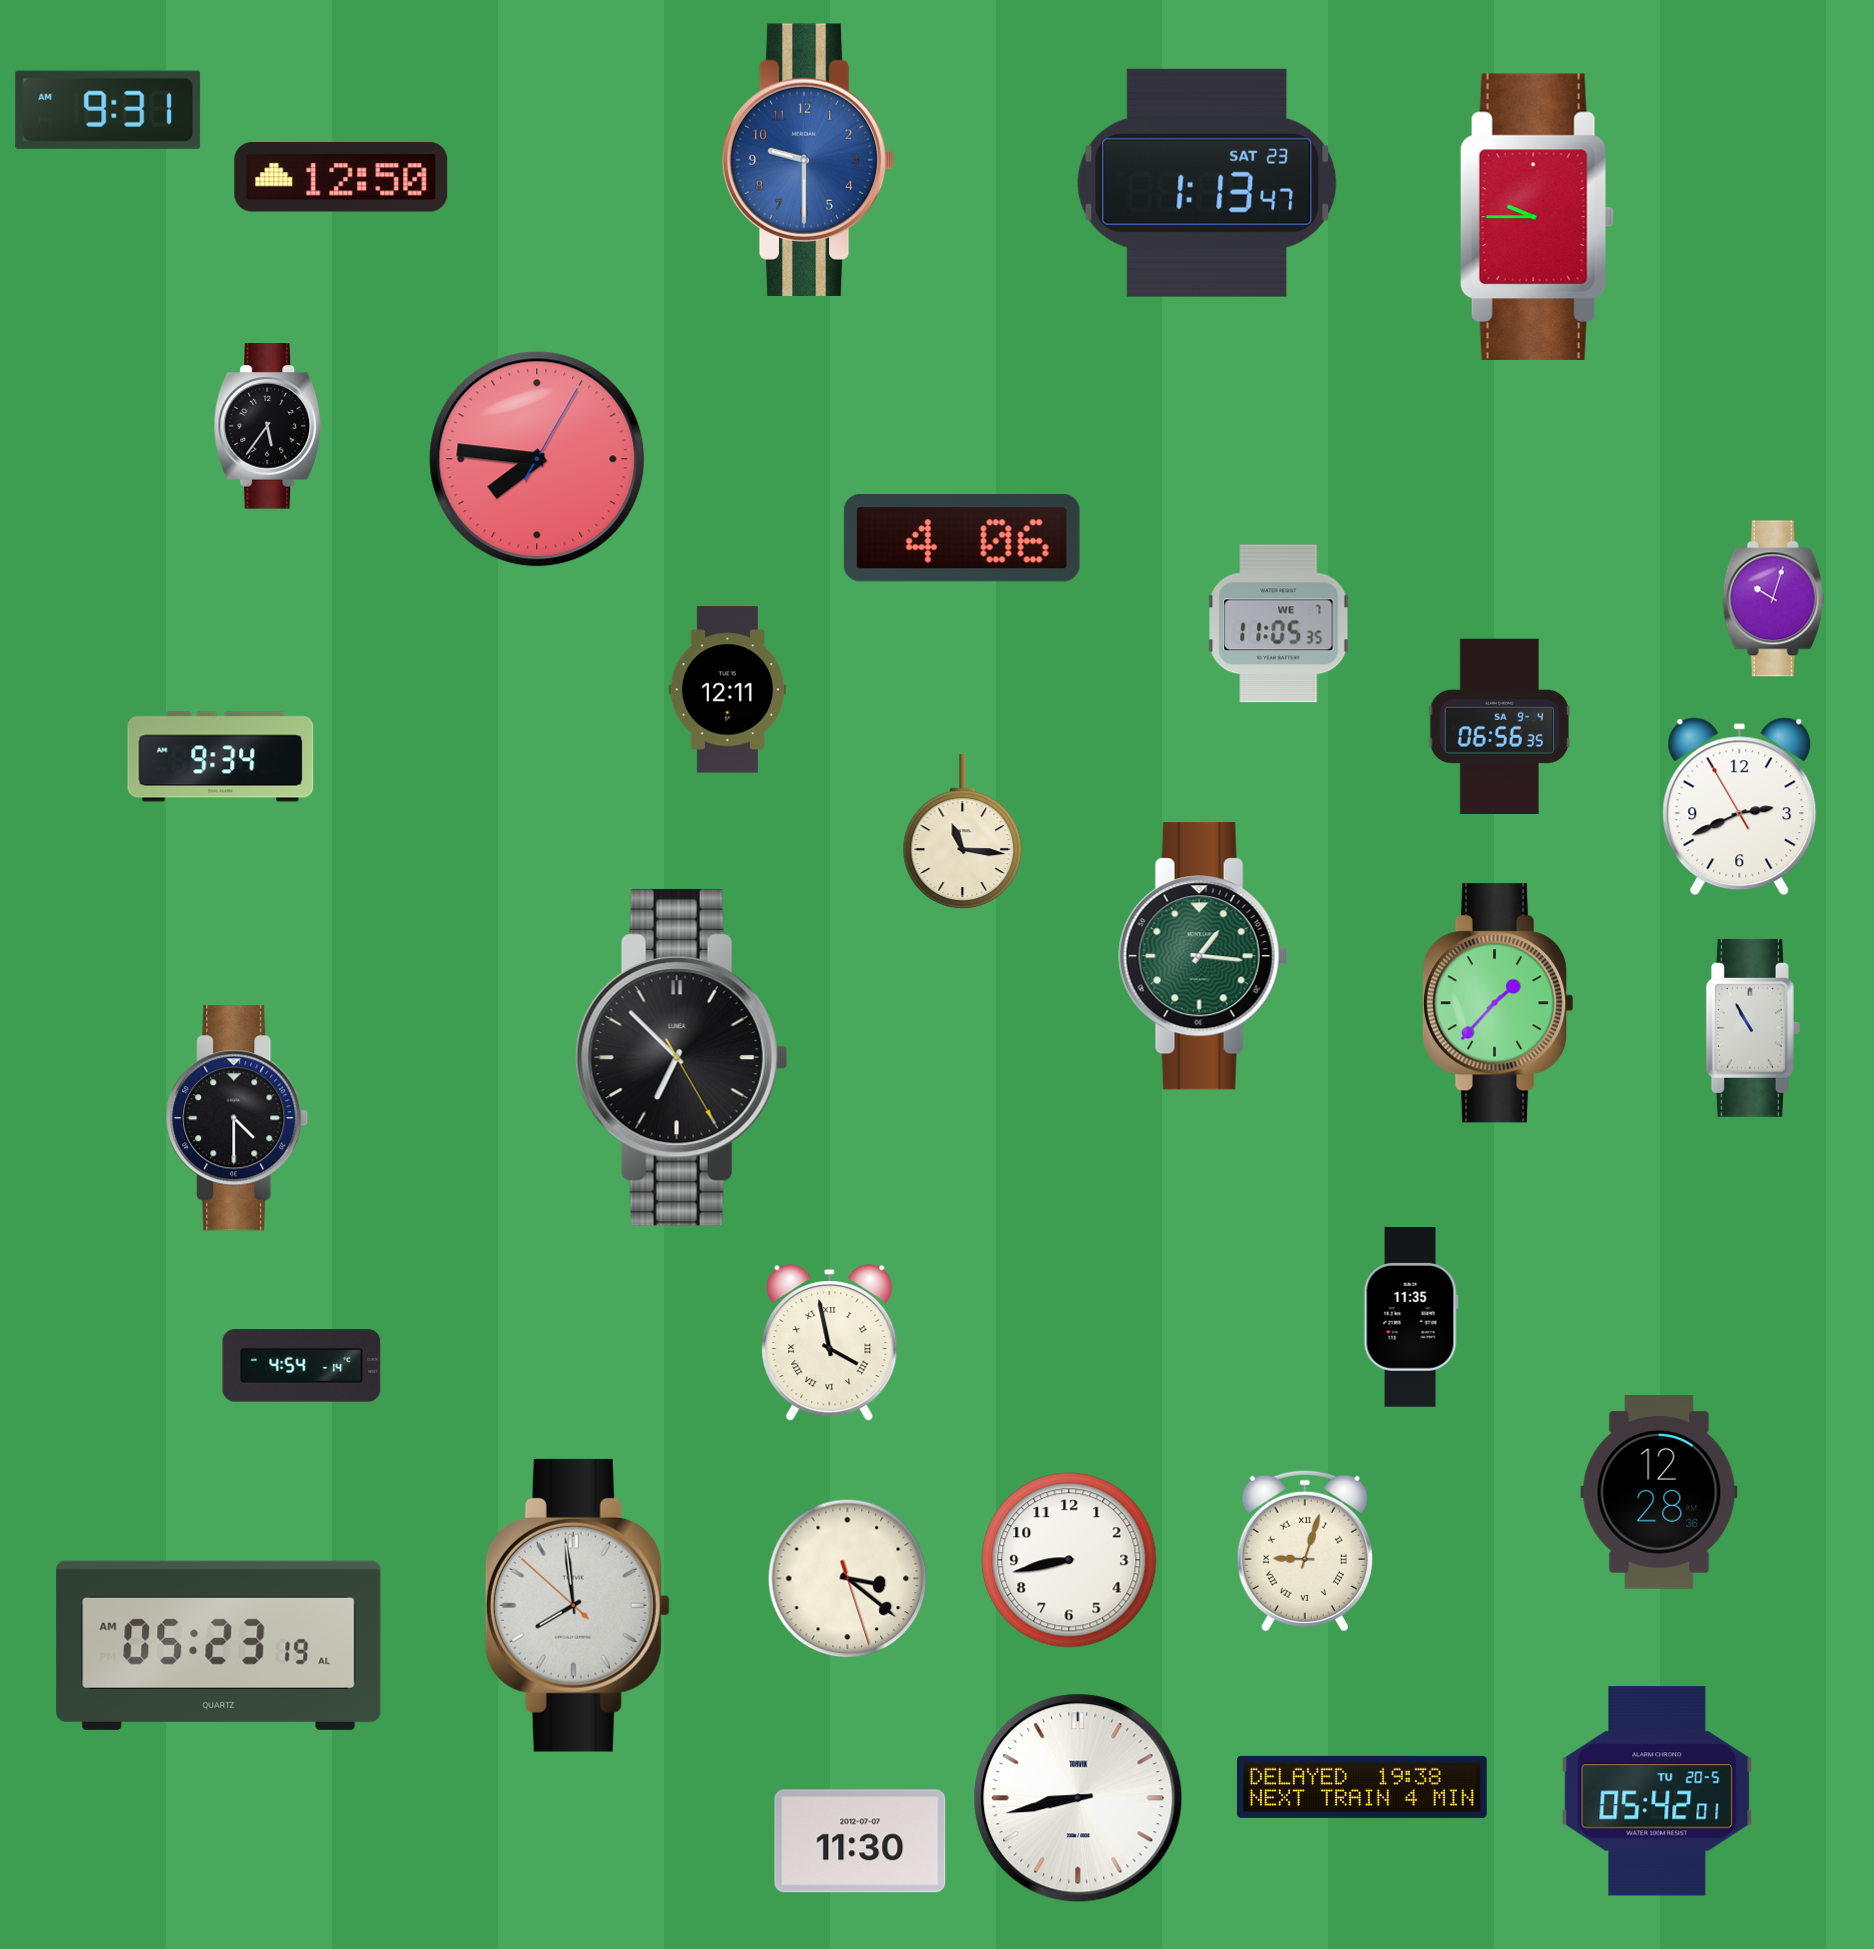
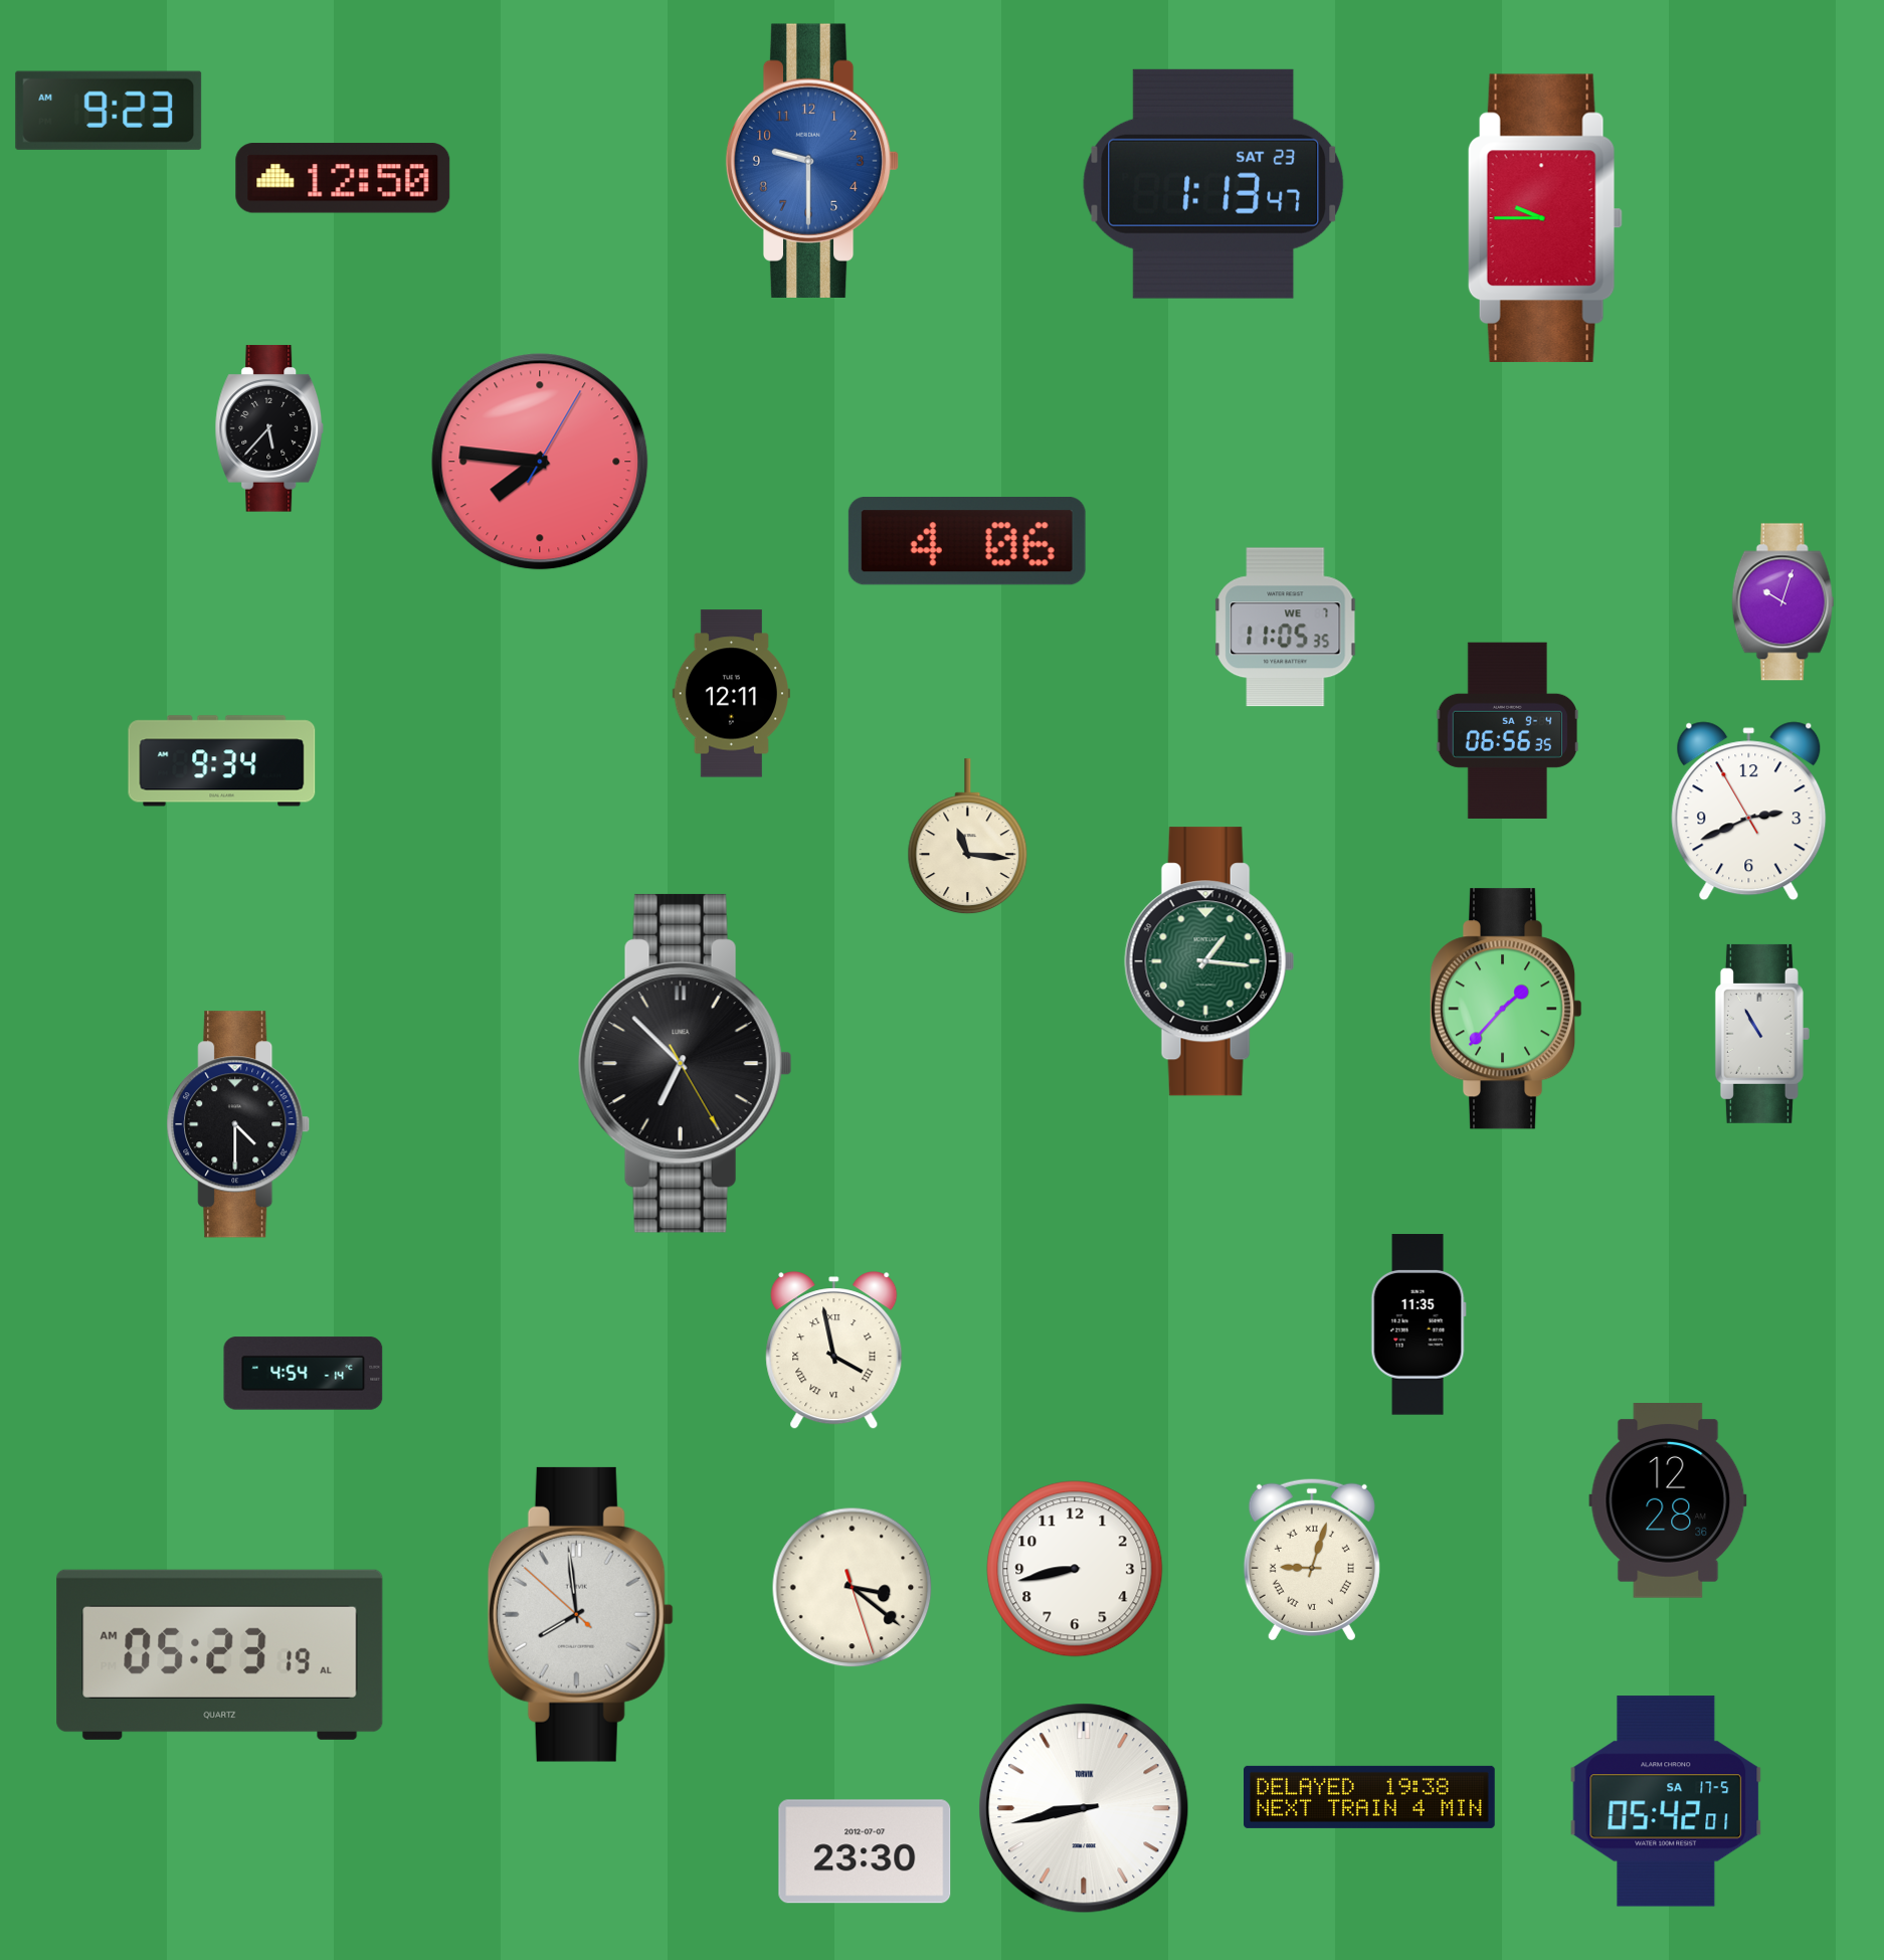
clock at (108, 110): 9:31 -> 9:23
clock at (268, 426): 5:36 -> 5:37
clock at (1657, 1791) date: TU 20-5 -> SA 17-5
clock at (860, 1841): 11:30 -> 23:30
